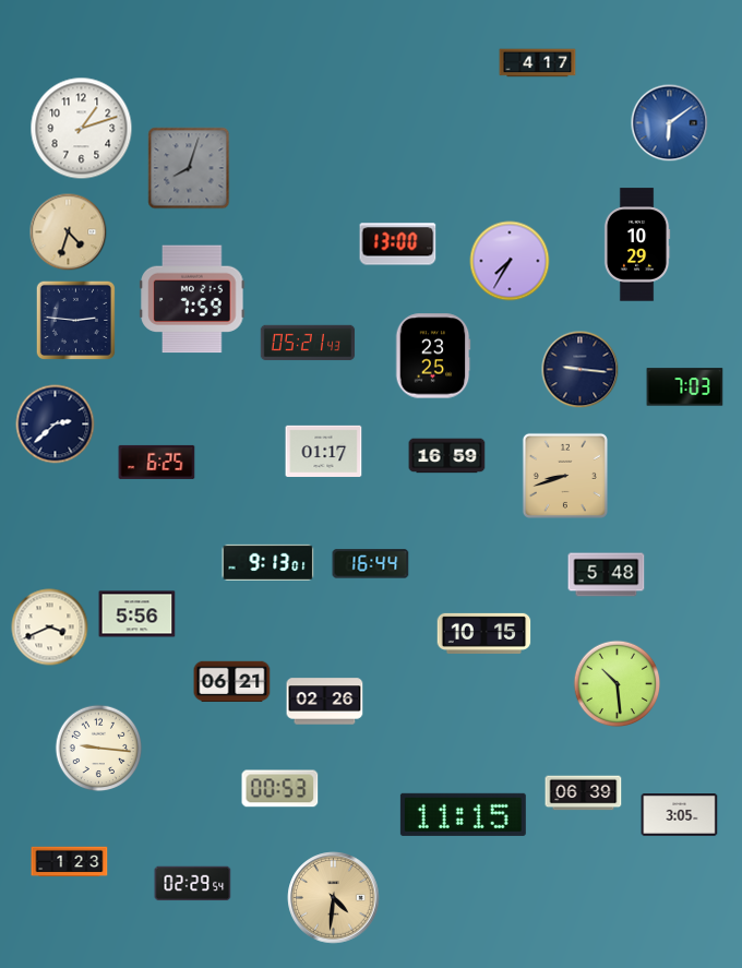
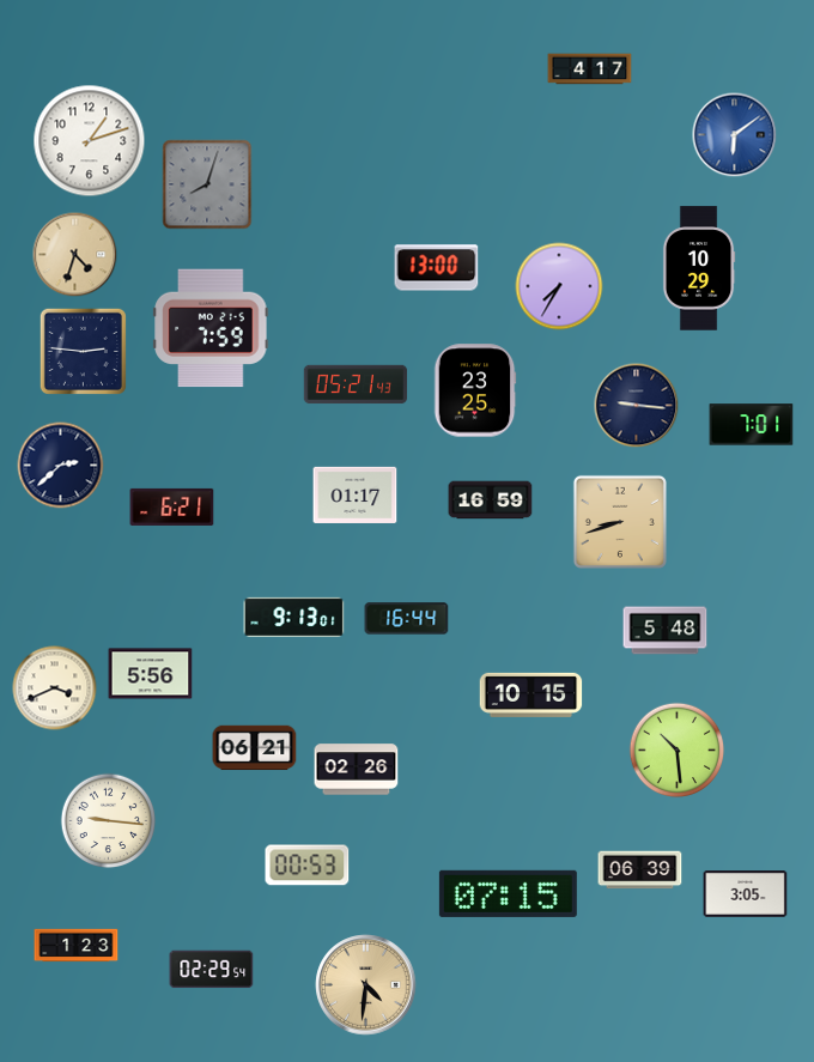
clock at (308, 343) position: (308, 343) -> (356, 384)
clock at (685, 387): 7:03 -> 7:01
clock at (157, 462): 6:25 -> 6:21
clock at (463, 814): 11:15 -> 07:15
